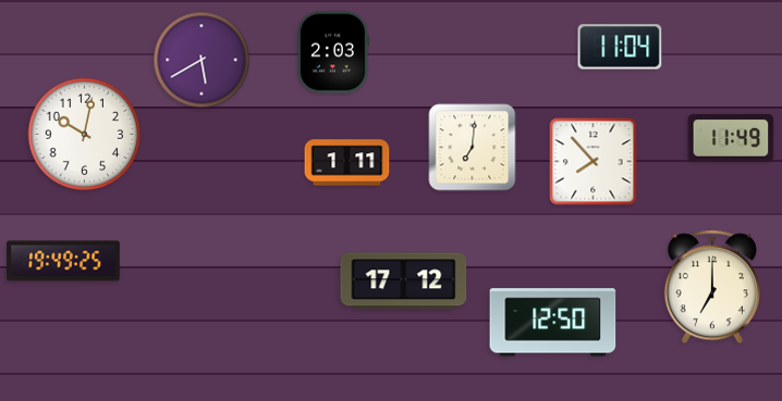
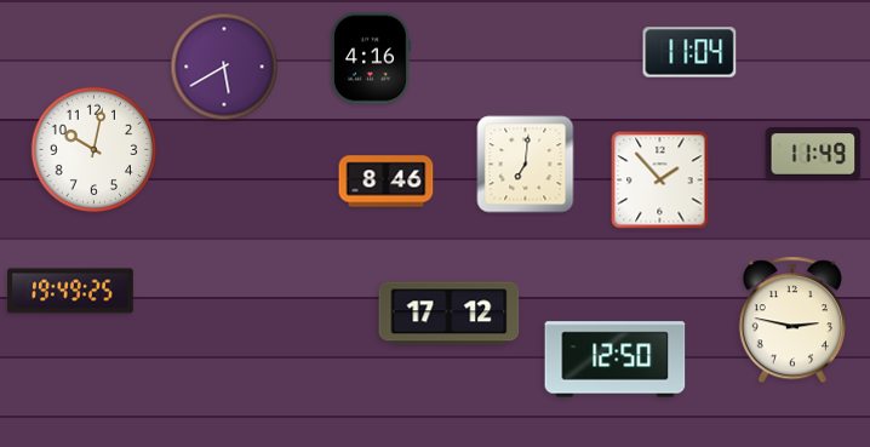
clock at (333, 52): 2:03 -> 4:16
clock at (594, 162): 7:53 -> 1:53
clock at (347, 163): 1:11 -> 8:46
clock at (712, 287): 7:00 -> 2:47
